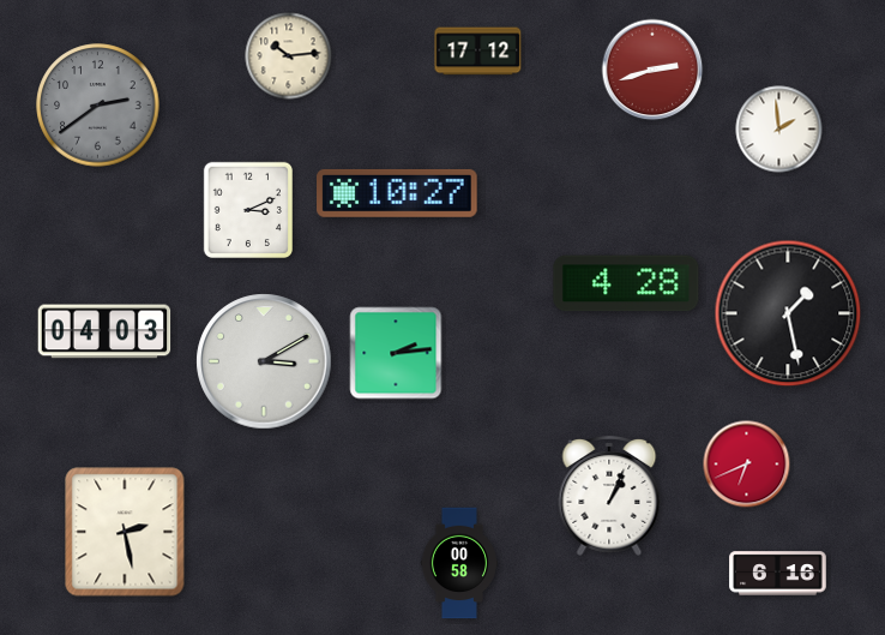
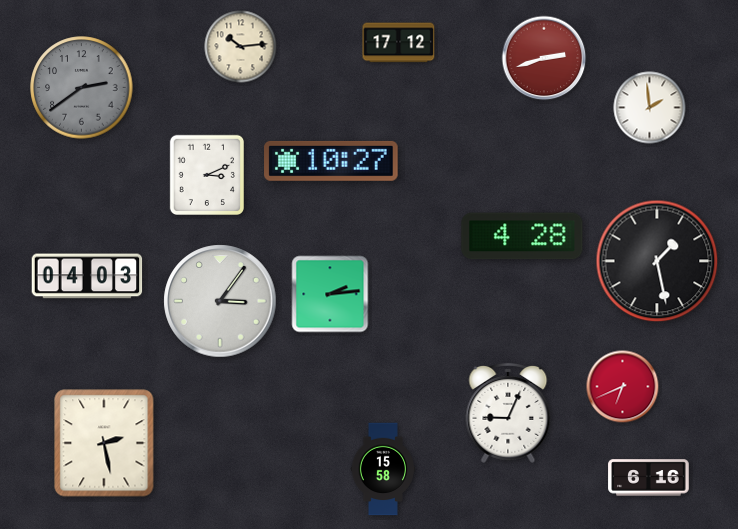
clock at (264, 361): 3:10 -> 3:06
clock at (609, 496): 1:04 -> 9:04
clock at (459, 563): 00:58 -> 15:58
